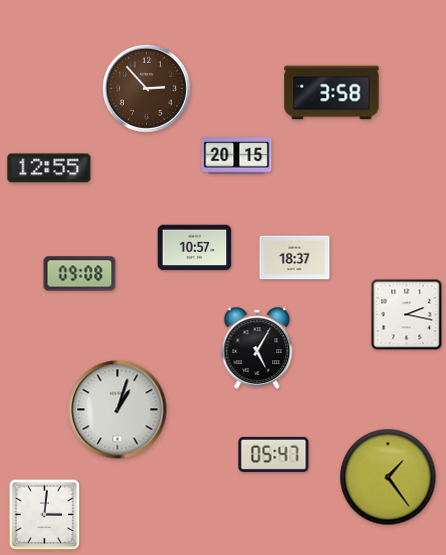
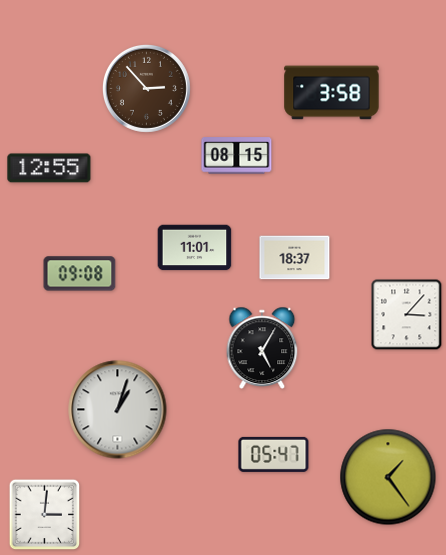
clock at (237, 156): 20:15 -> 08:15
clock at (195, 248): 10:57 -> 11:01
clock at (407, 315): 2:17 -> 3:07
clock at (257, 348) position: (257, 348) -> (262, 348)
